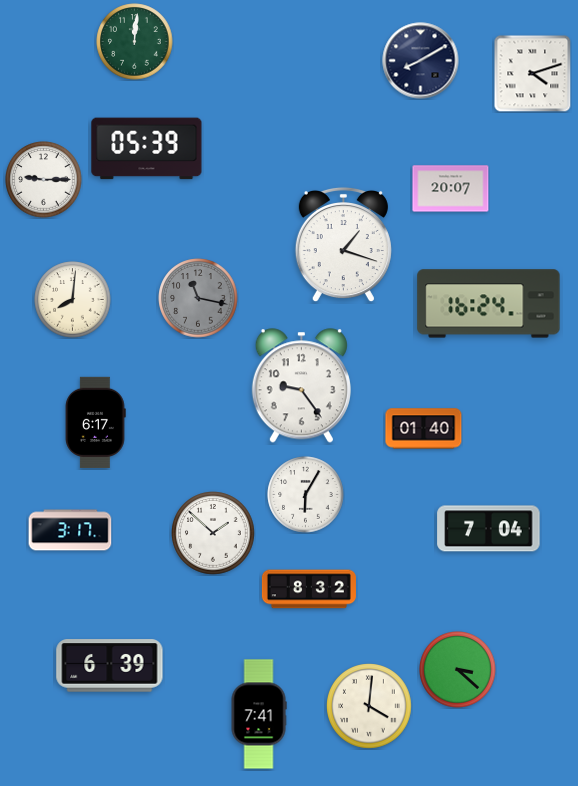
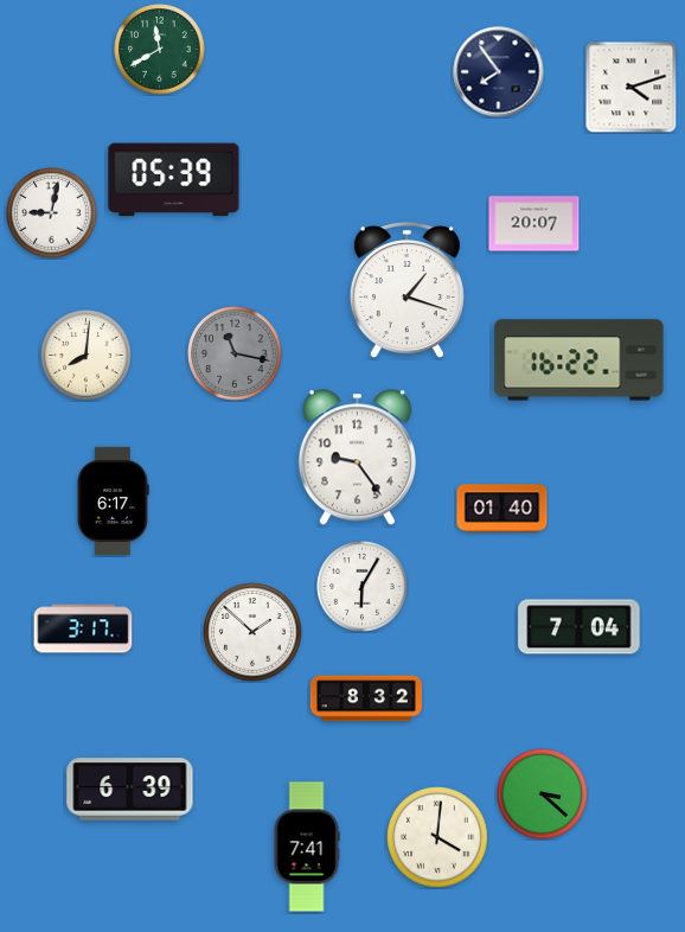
clock at (135, 42): 12:01 -> 11:40
clock at (421, 61): 8:10 -> 7:54
clock at (147, 149) position: (147, 149) -> (174, 180)
clock at (44, 180): 9:15 -> 9:02
clock at (489, 304): 16:24 -> 16:22
